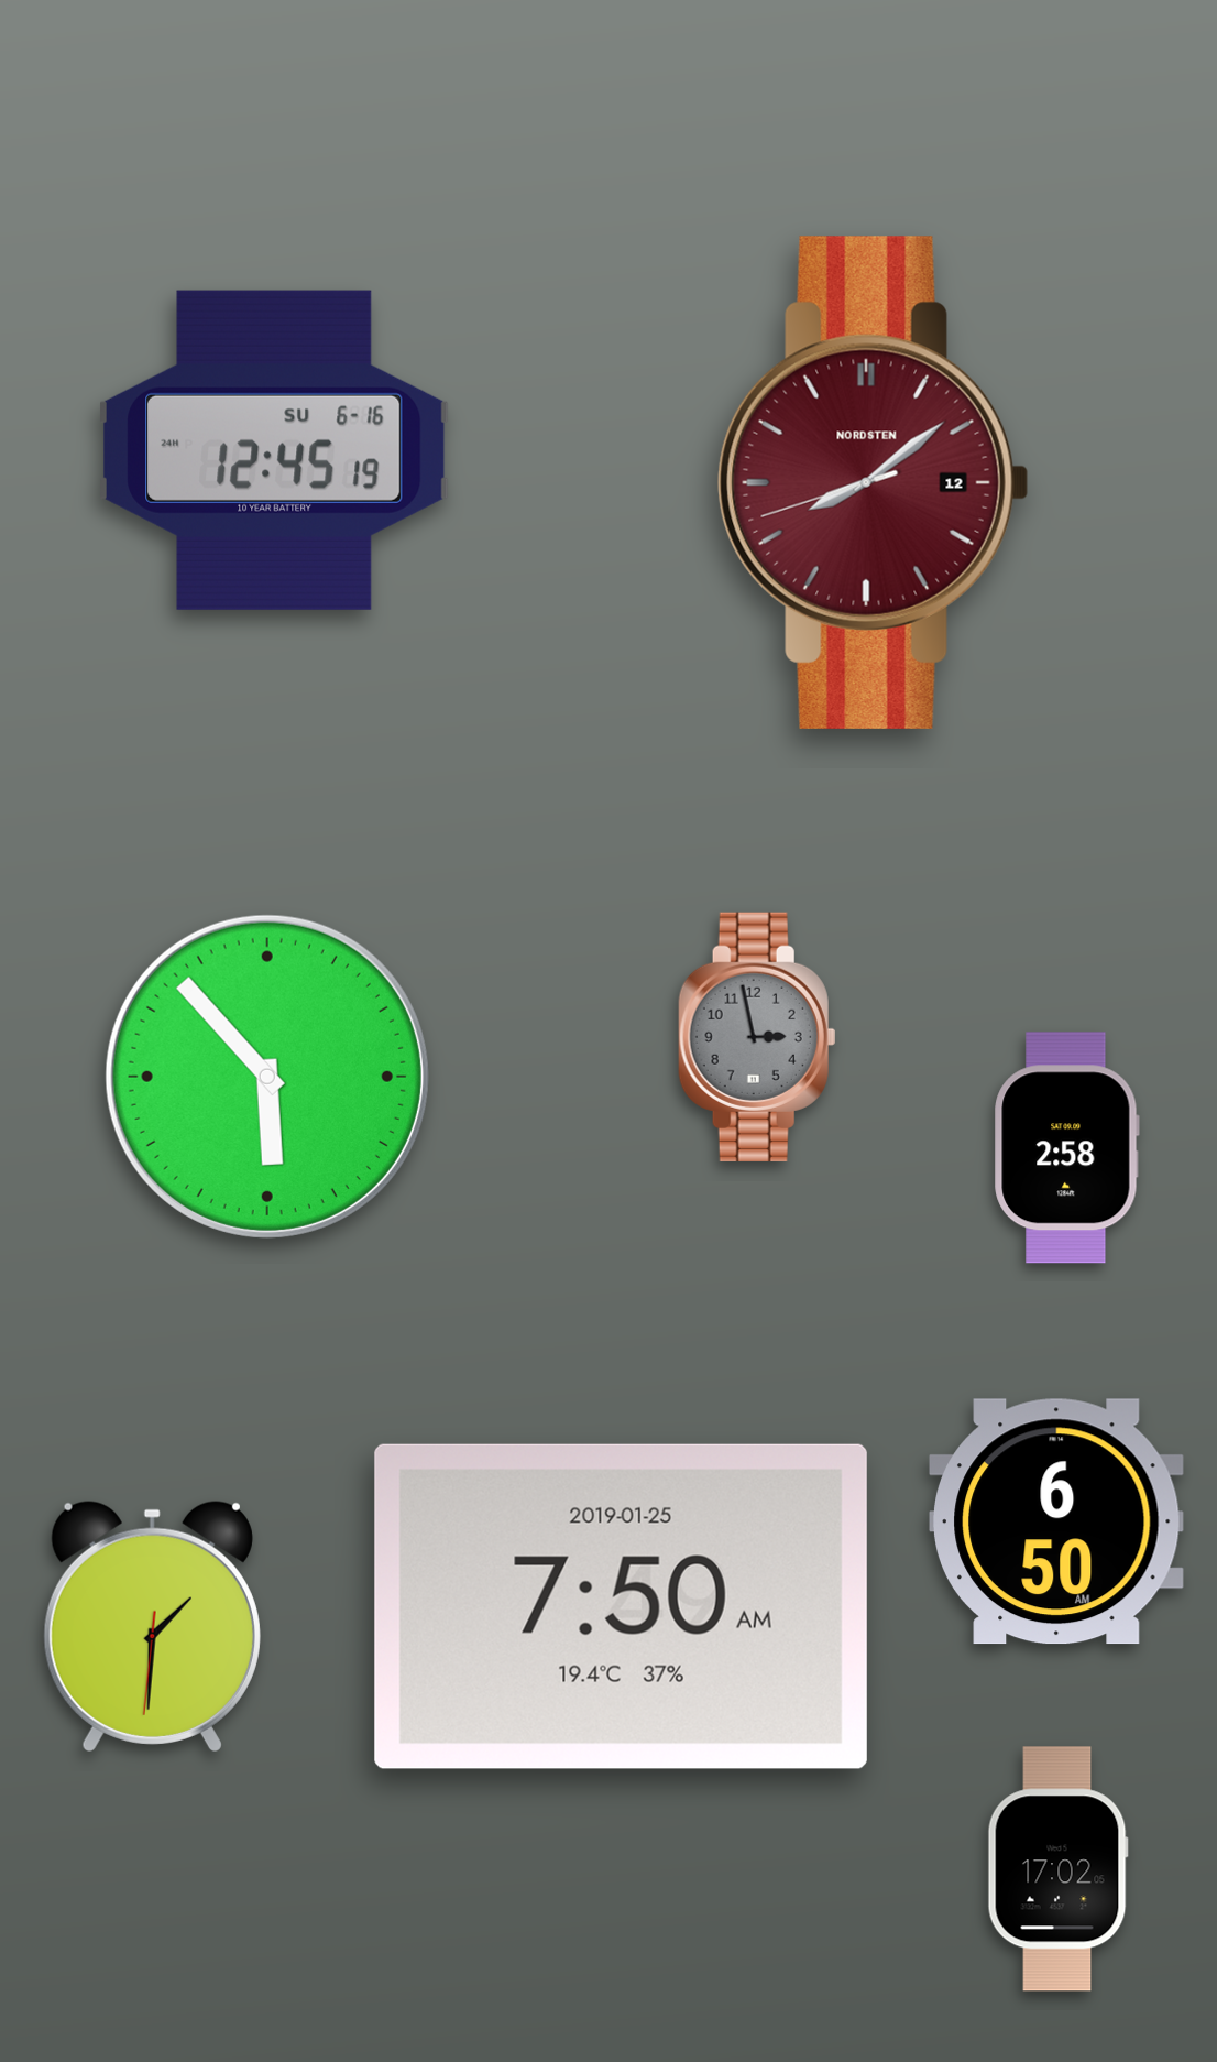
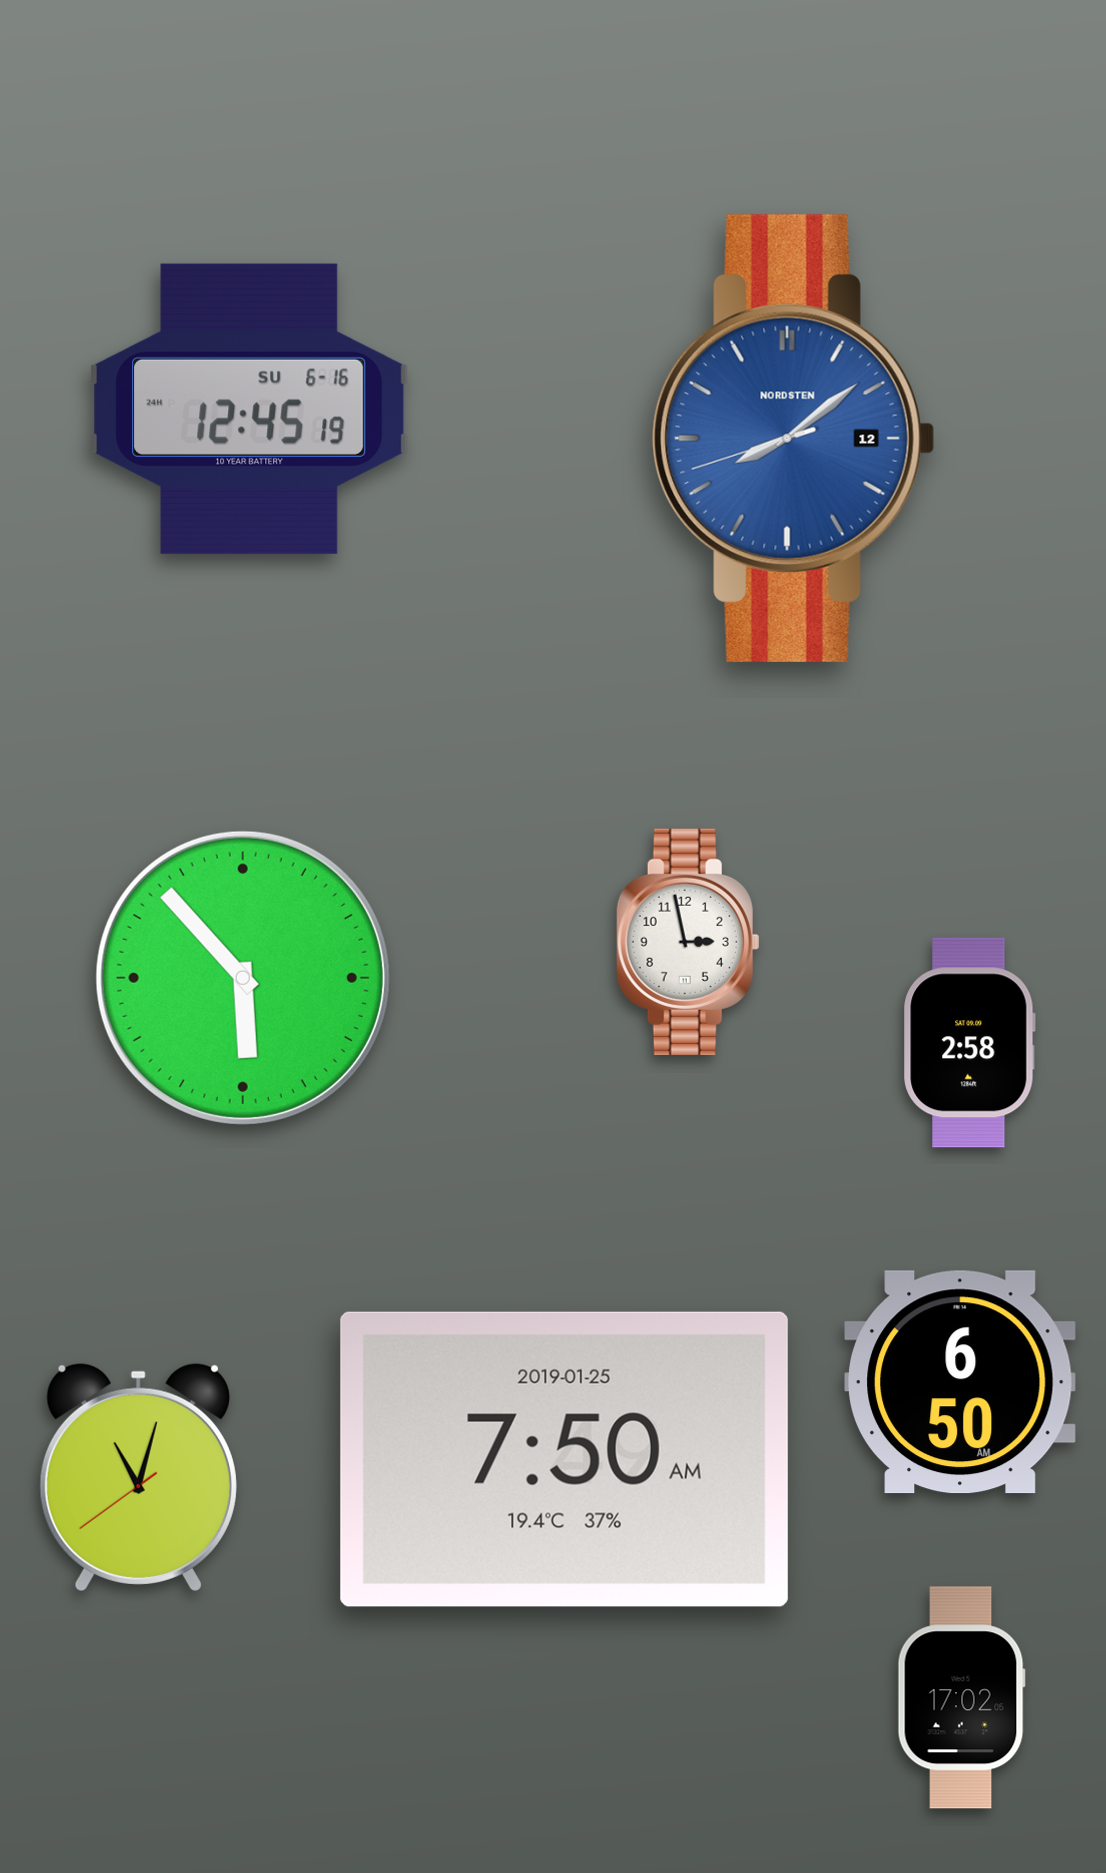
clock at (874, 482) dial: burgundy -> blue
clock at (757, 1037) dial: grey -> white
clock at (152, 1626): 1:30 -> 11:02
